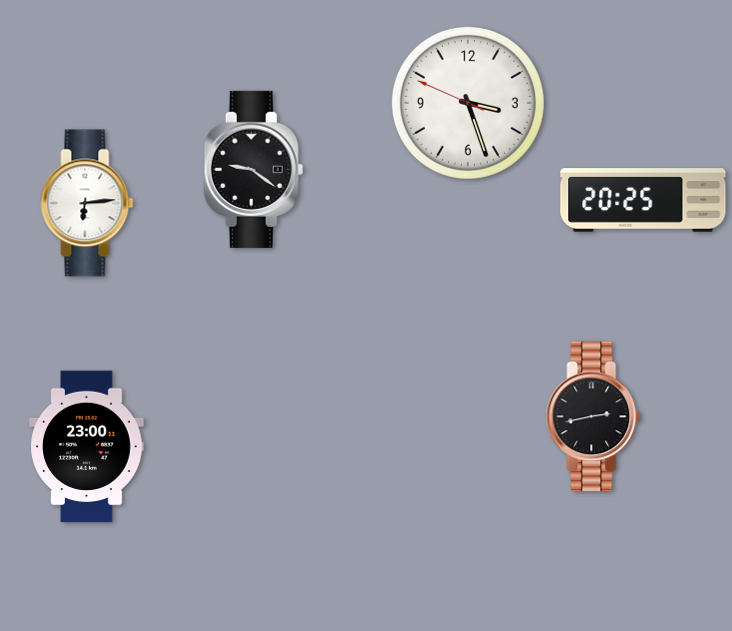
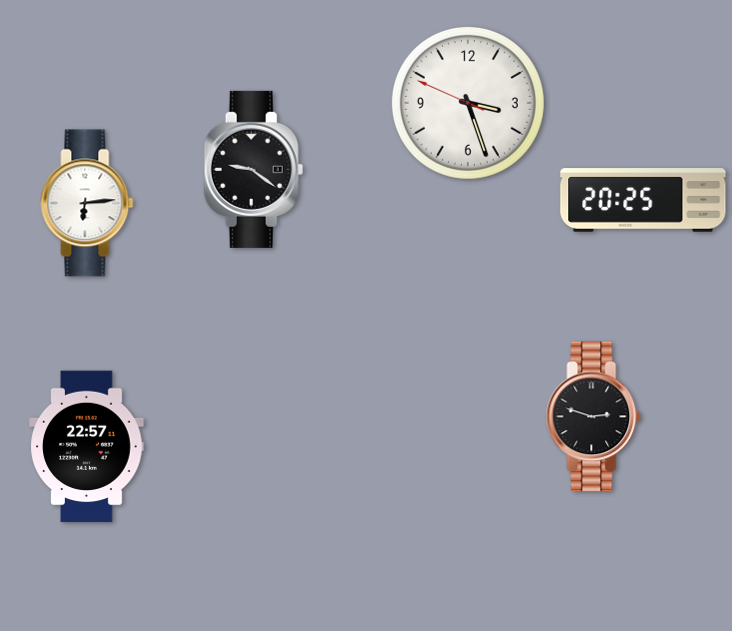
clock at (594, 417): 2:43 -> 2:48
clock at (87, 447): 23:00 -> 22:57
